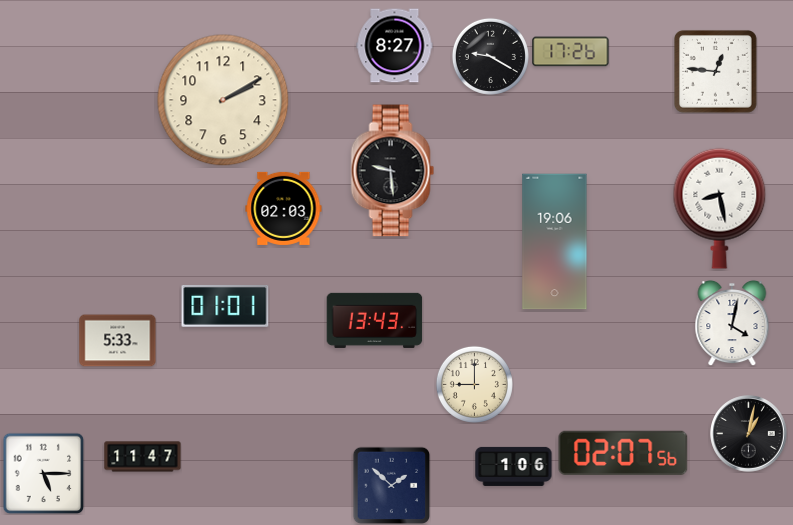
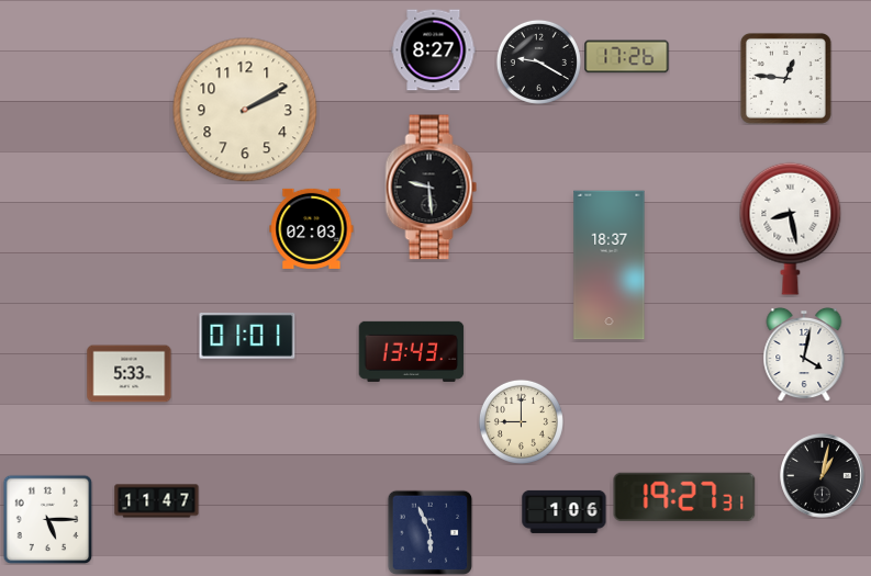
clock at (555, 242): 19:06 -> 18:37
clock at (623, 453): 02:07 -> 19:27
clock at (391, 485): 1:52 -> 5:56
